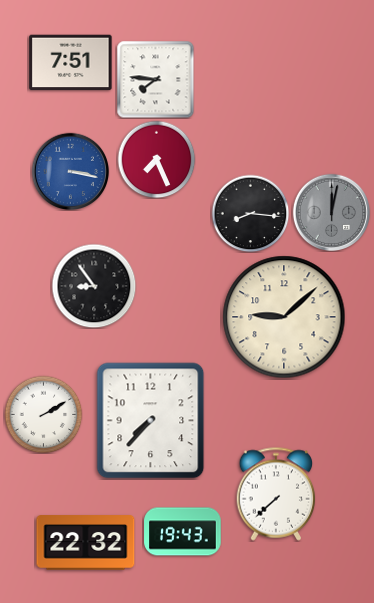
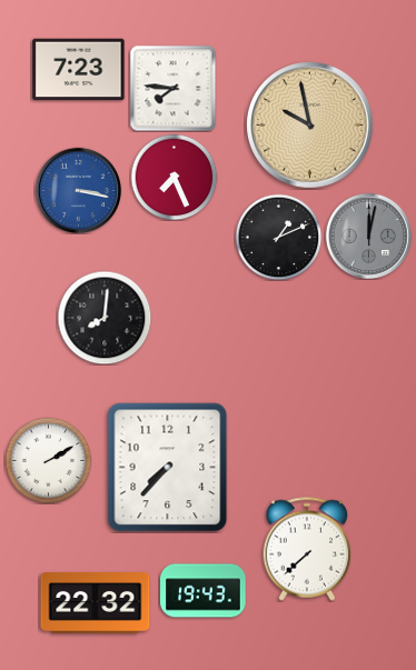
clock at (71, 63): 7:51 -> 7:23
clock at (310, 126): none -> 9:58
clock at (250, 213): 8:16 -> 1:11
clock at (94, 286): 8:54 -> 8:01
clock at (284, 317): 9:08 -> none
